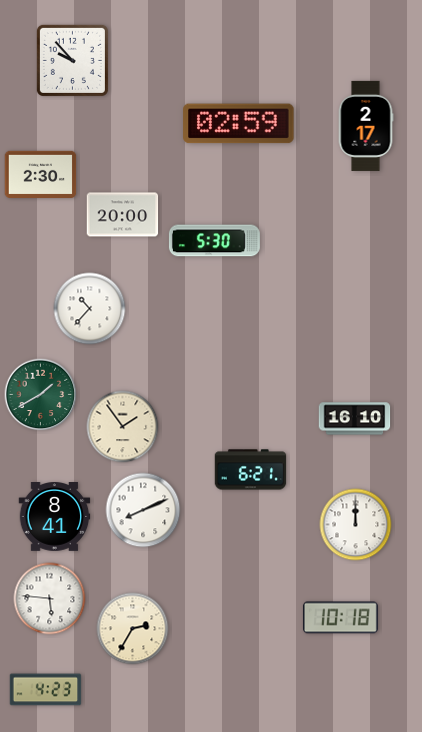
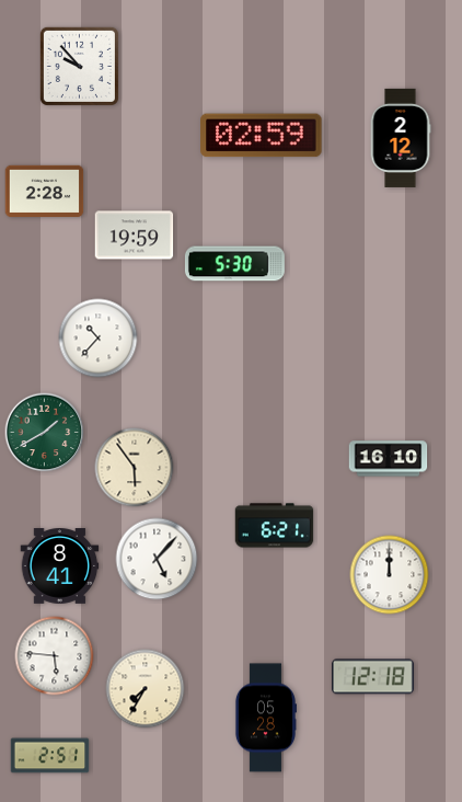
clock at (366, 126): 2:17 -> 2:12
clock at (41, 175): 2:30 -> 2:28
clock at (123, 215): 20:00 -> 19:59
clock at (123, 427): 1:54 -> 5:54
clock at (251, 470) position: (251, 470) -> (275, 526)
clock at (143, 510): 8:11 -> 5:07
clock at (340, 618): 10:18 -> 12:18
clock at (133, 629): 2:35 -> 7:35
clock at (265, 718): none -> 05:28
clock at (46, 690): 4:23 -> 2:51
